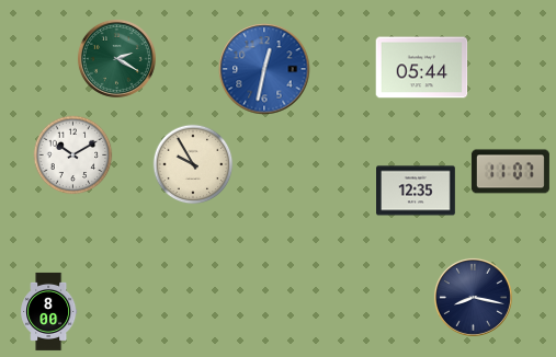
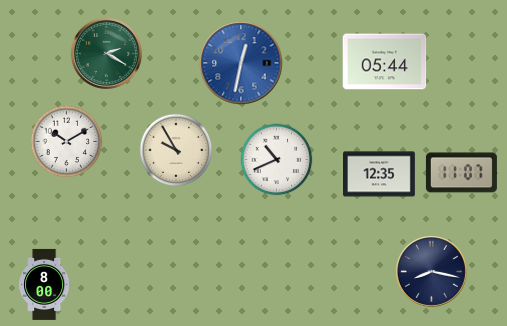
clock at (510, 172) position: (510, 172) -> (461, 173)
clock at (277, 160): none -> 10:41
